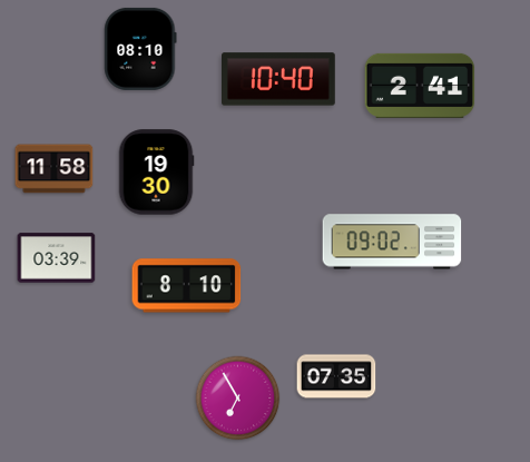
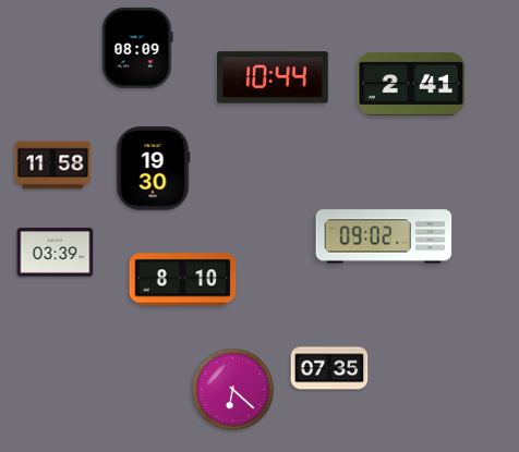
clock at (140, 49): 08:10 -> 08:09
clock at (279, 79): 10:40 -> 10:44
clock at (238, 399): 6:55 -> 6:22
